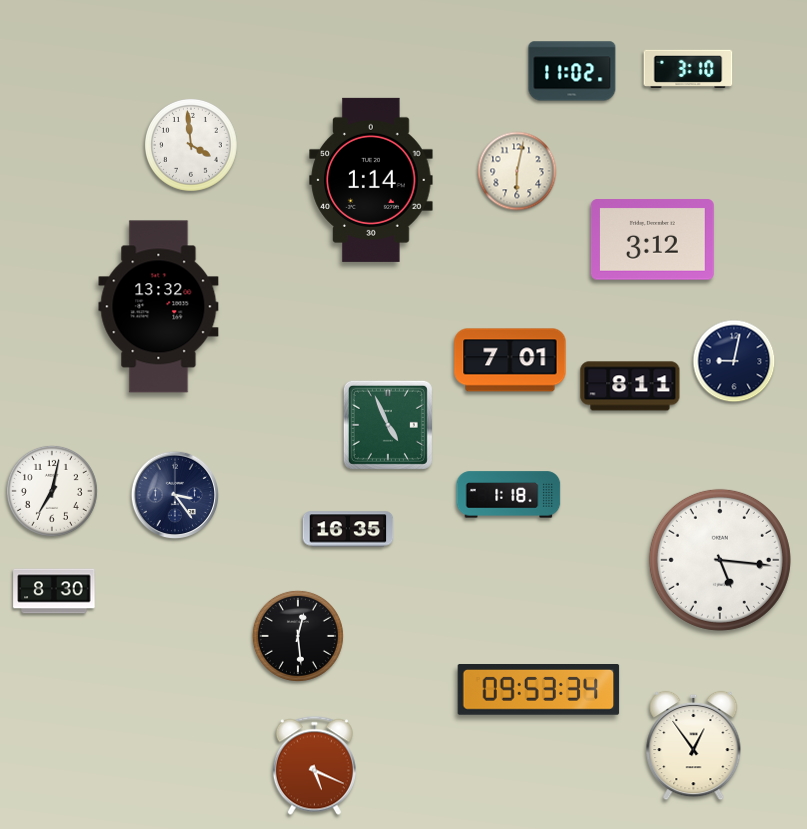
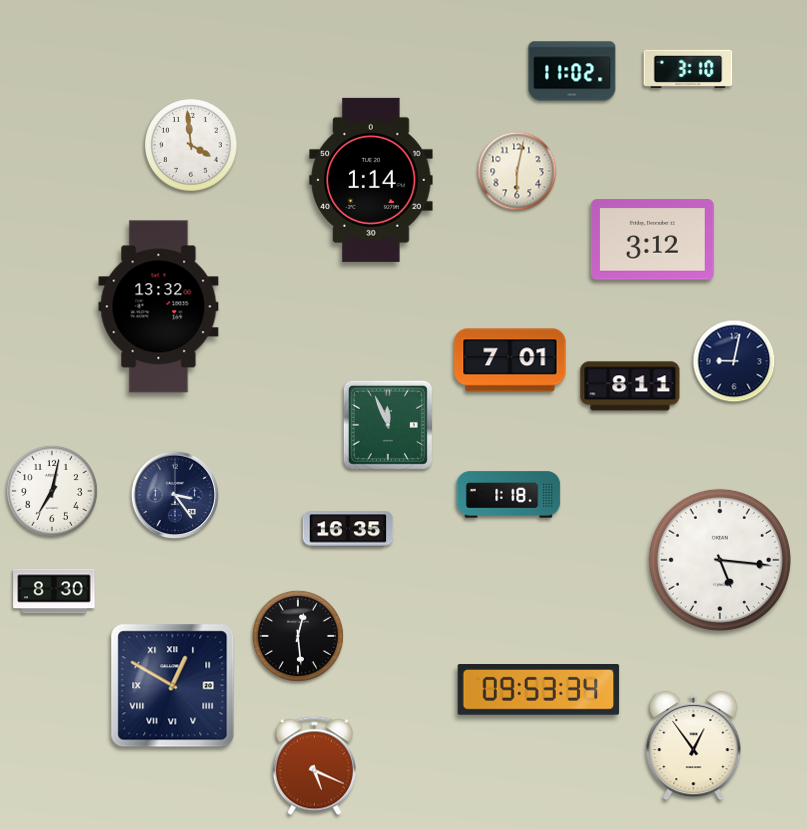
clock at (388, 425): 4:56 -> 11:56
clock at (173, 686): none -> 12:50
